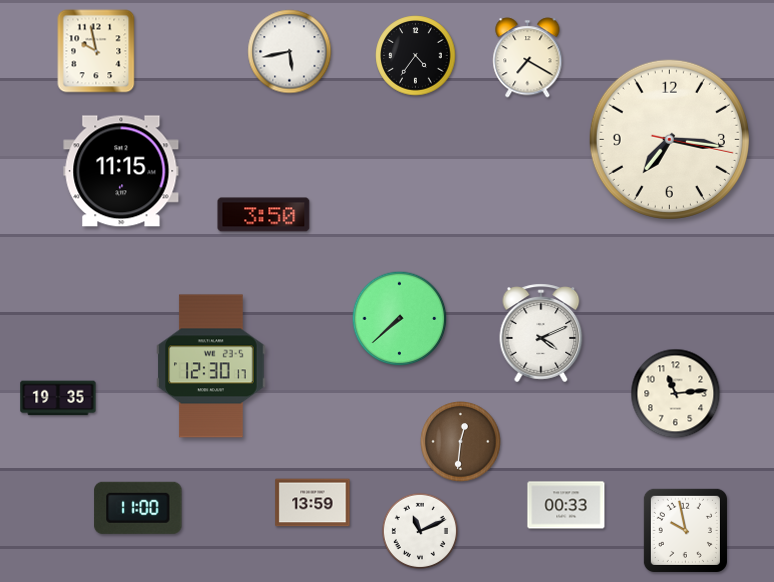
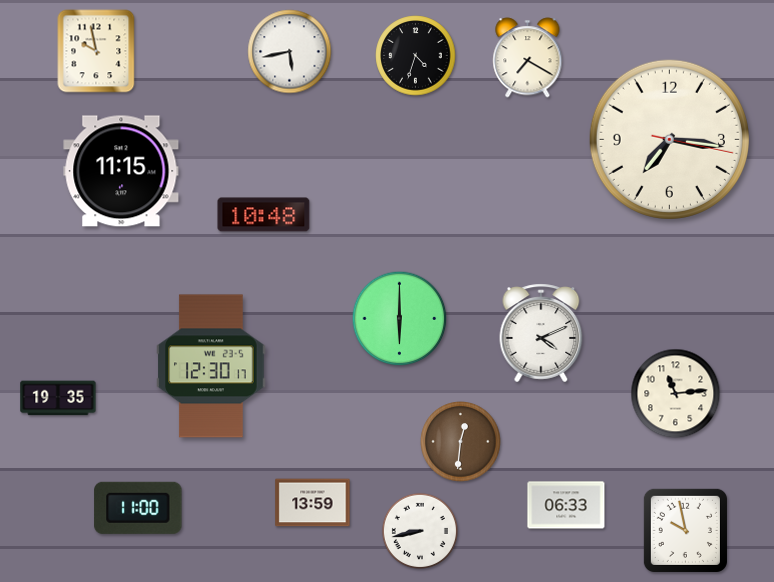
clock at (416, 56): 4:36 -> 4:33
clock at (264, 215): 3:50 -> 10:48
clock at (400, 319): 7:38 -> 6:00
clock at (566, 505): 00:33 -> 06:33
clock at (420, 531): 11:11 -> 8:43
